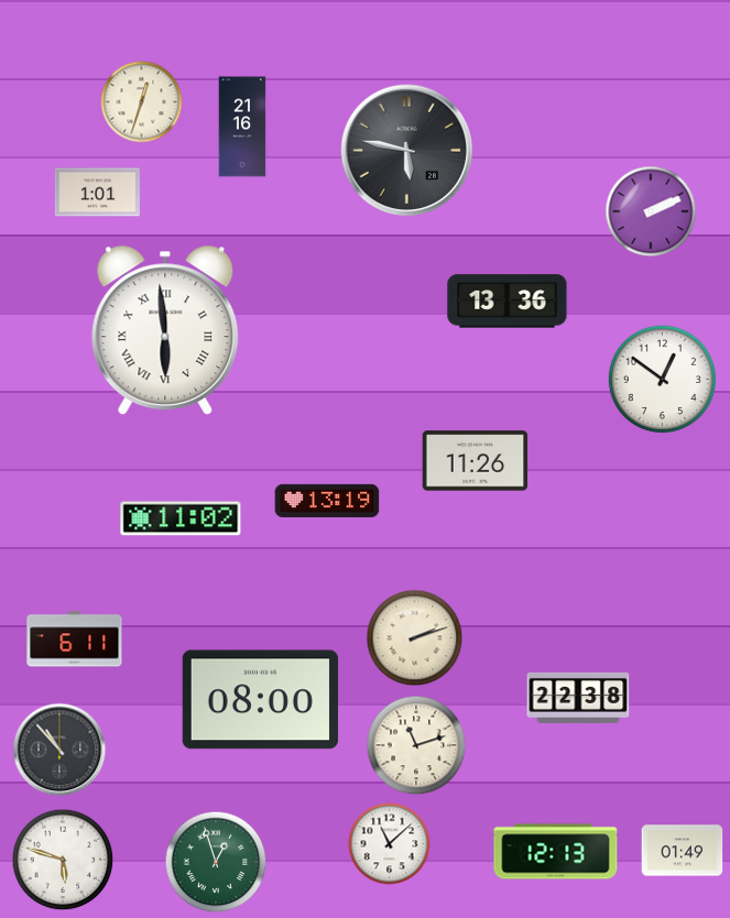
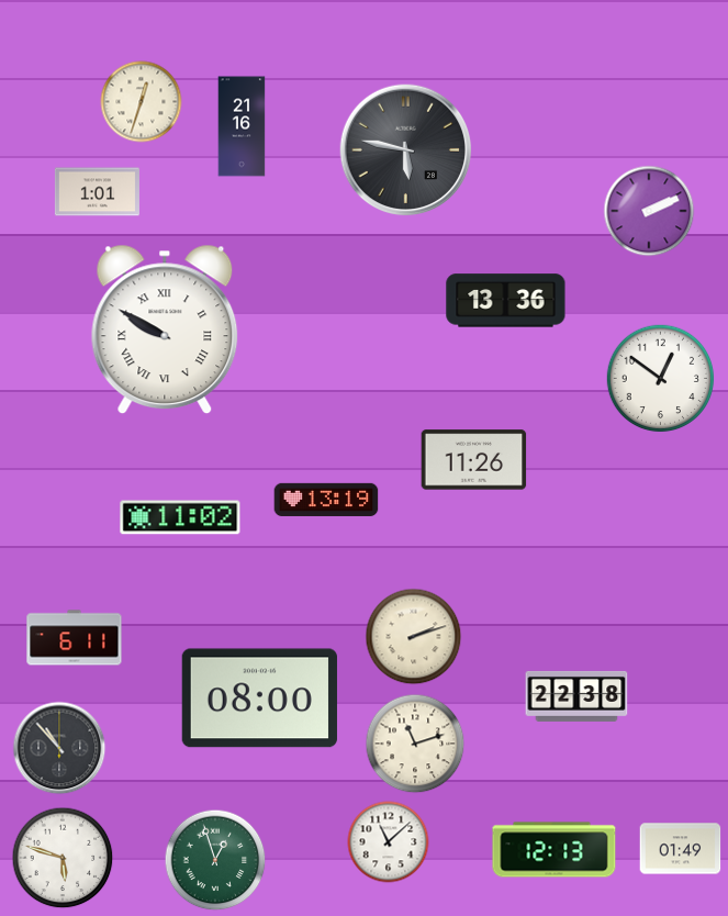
clock at (165, 330): 5:59 -> 9:50
